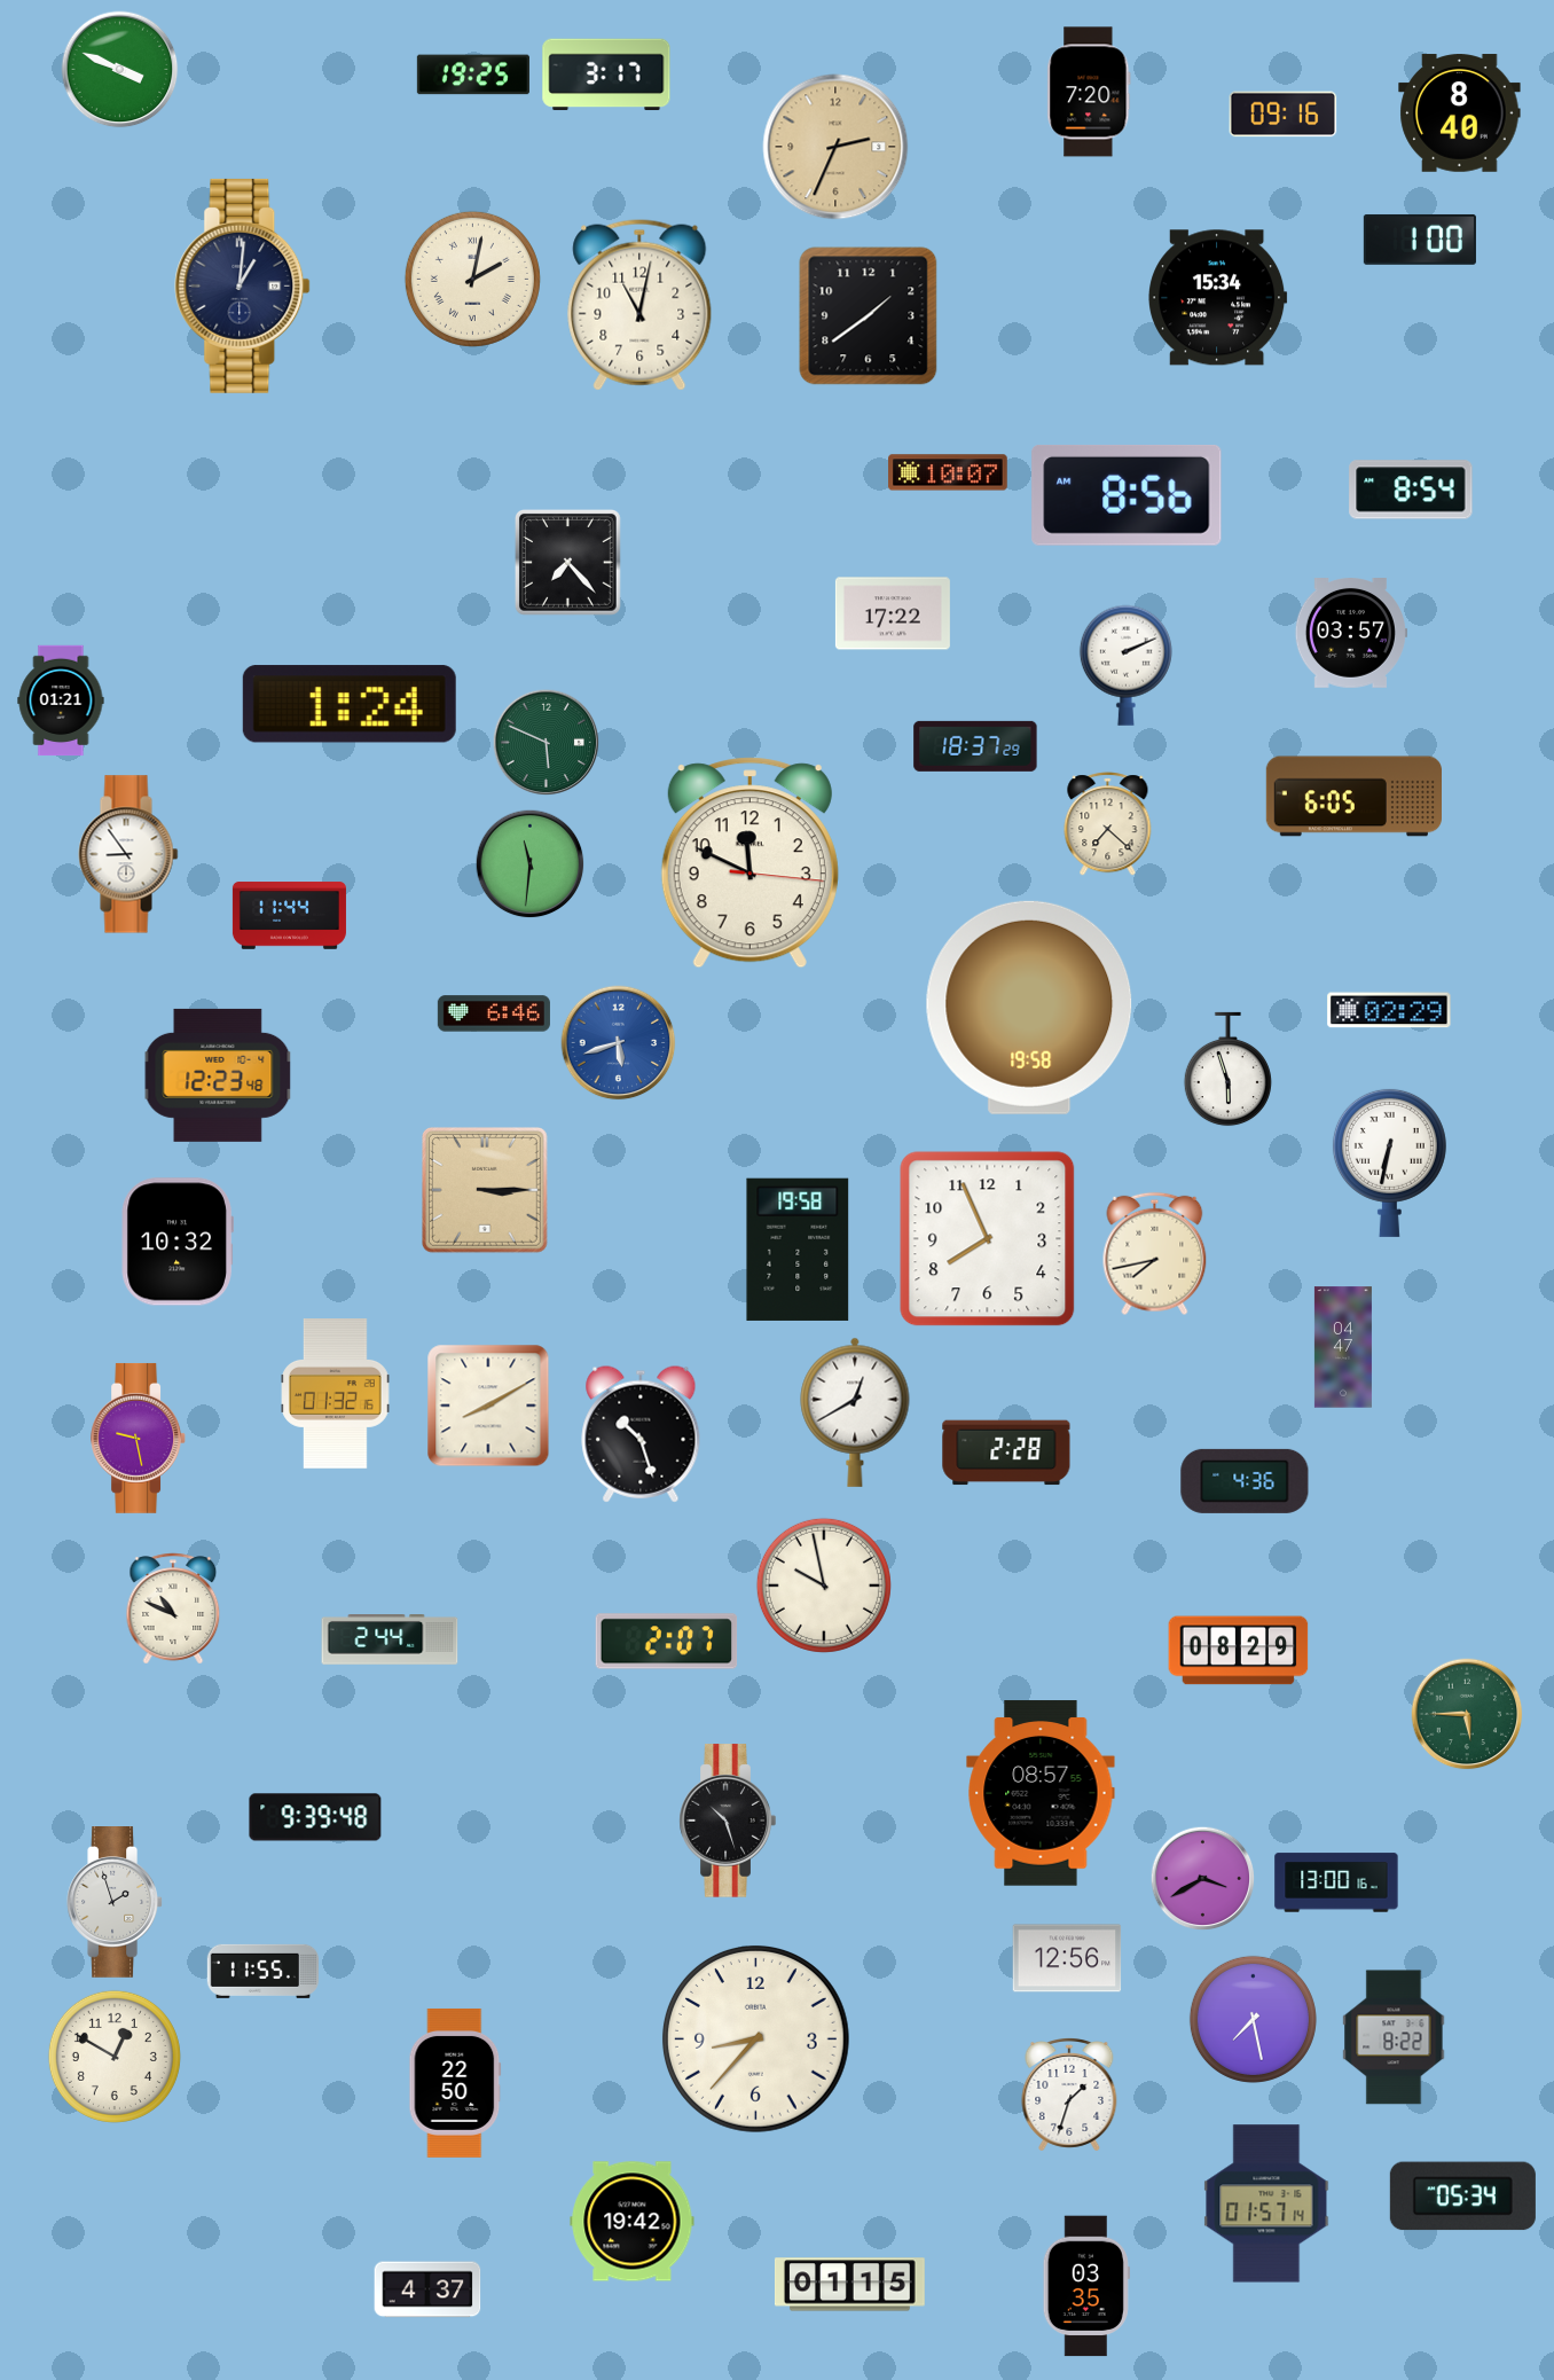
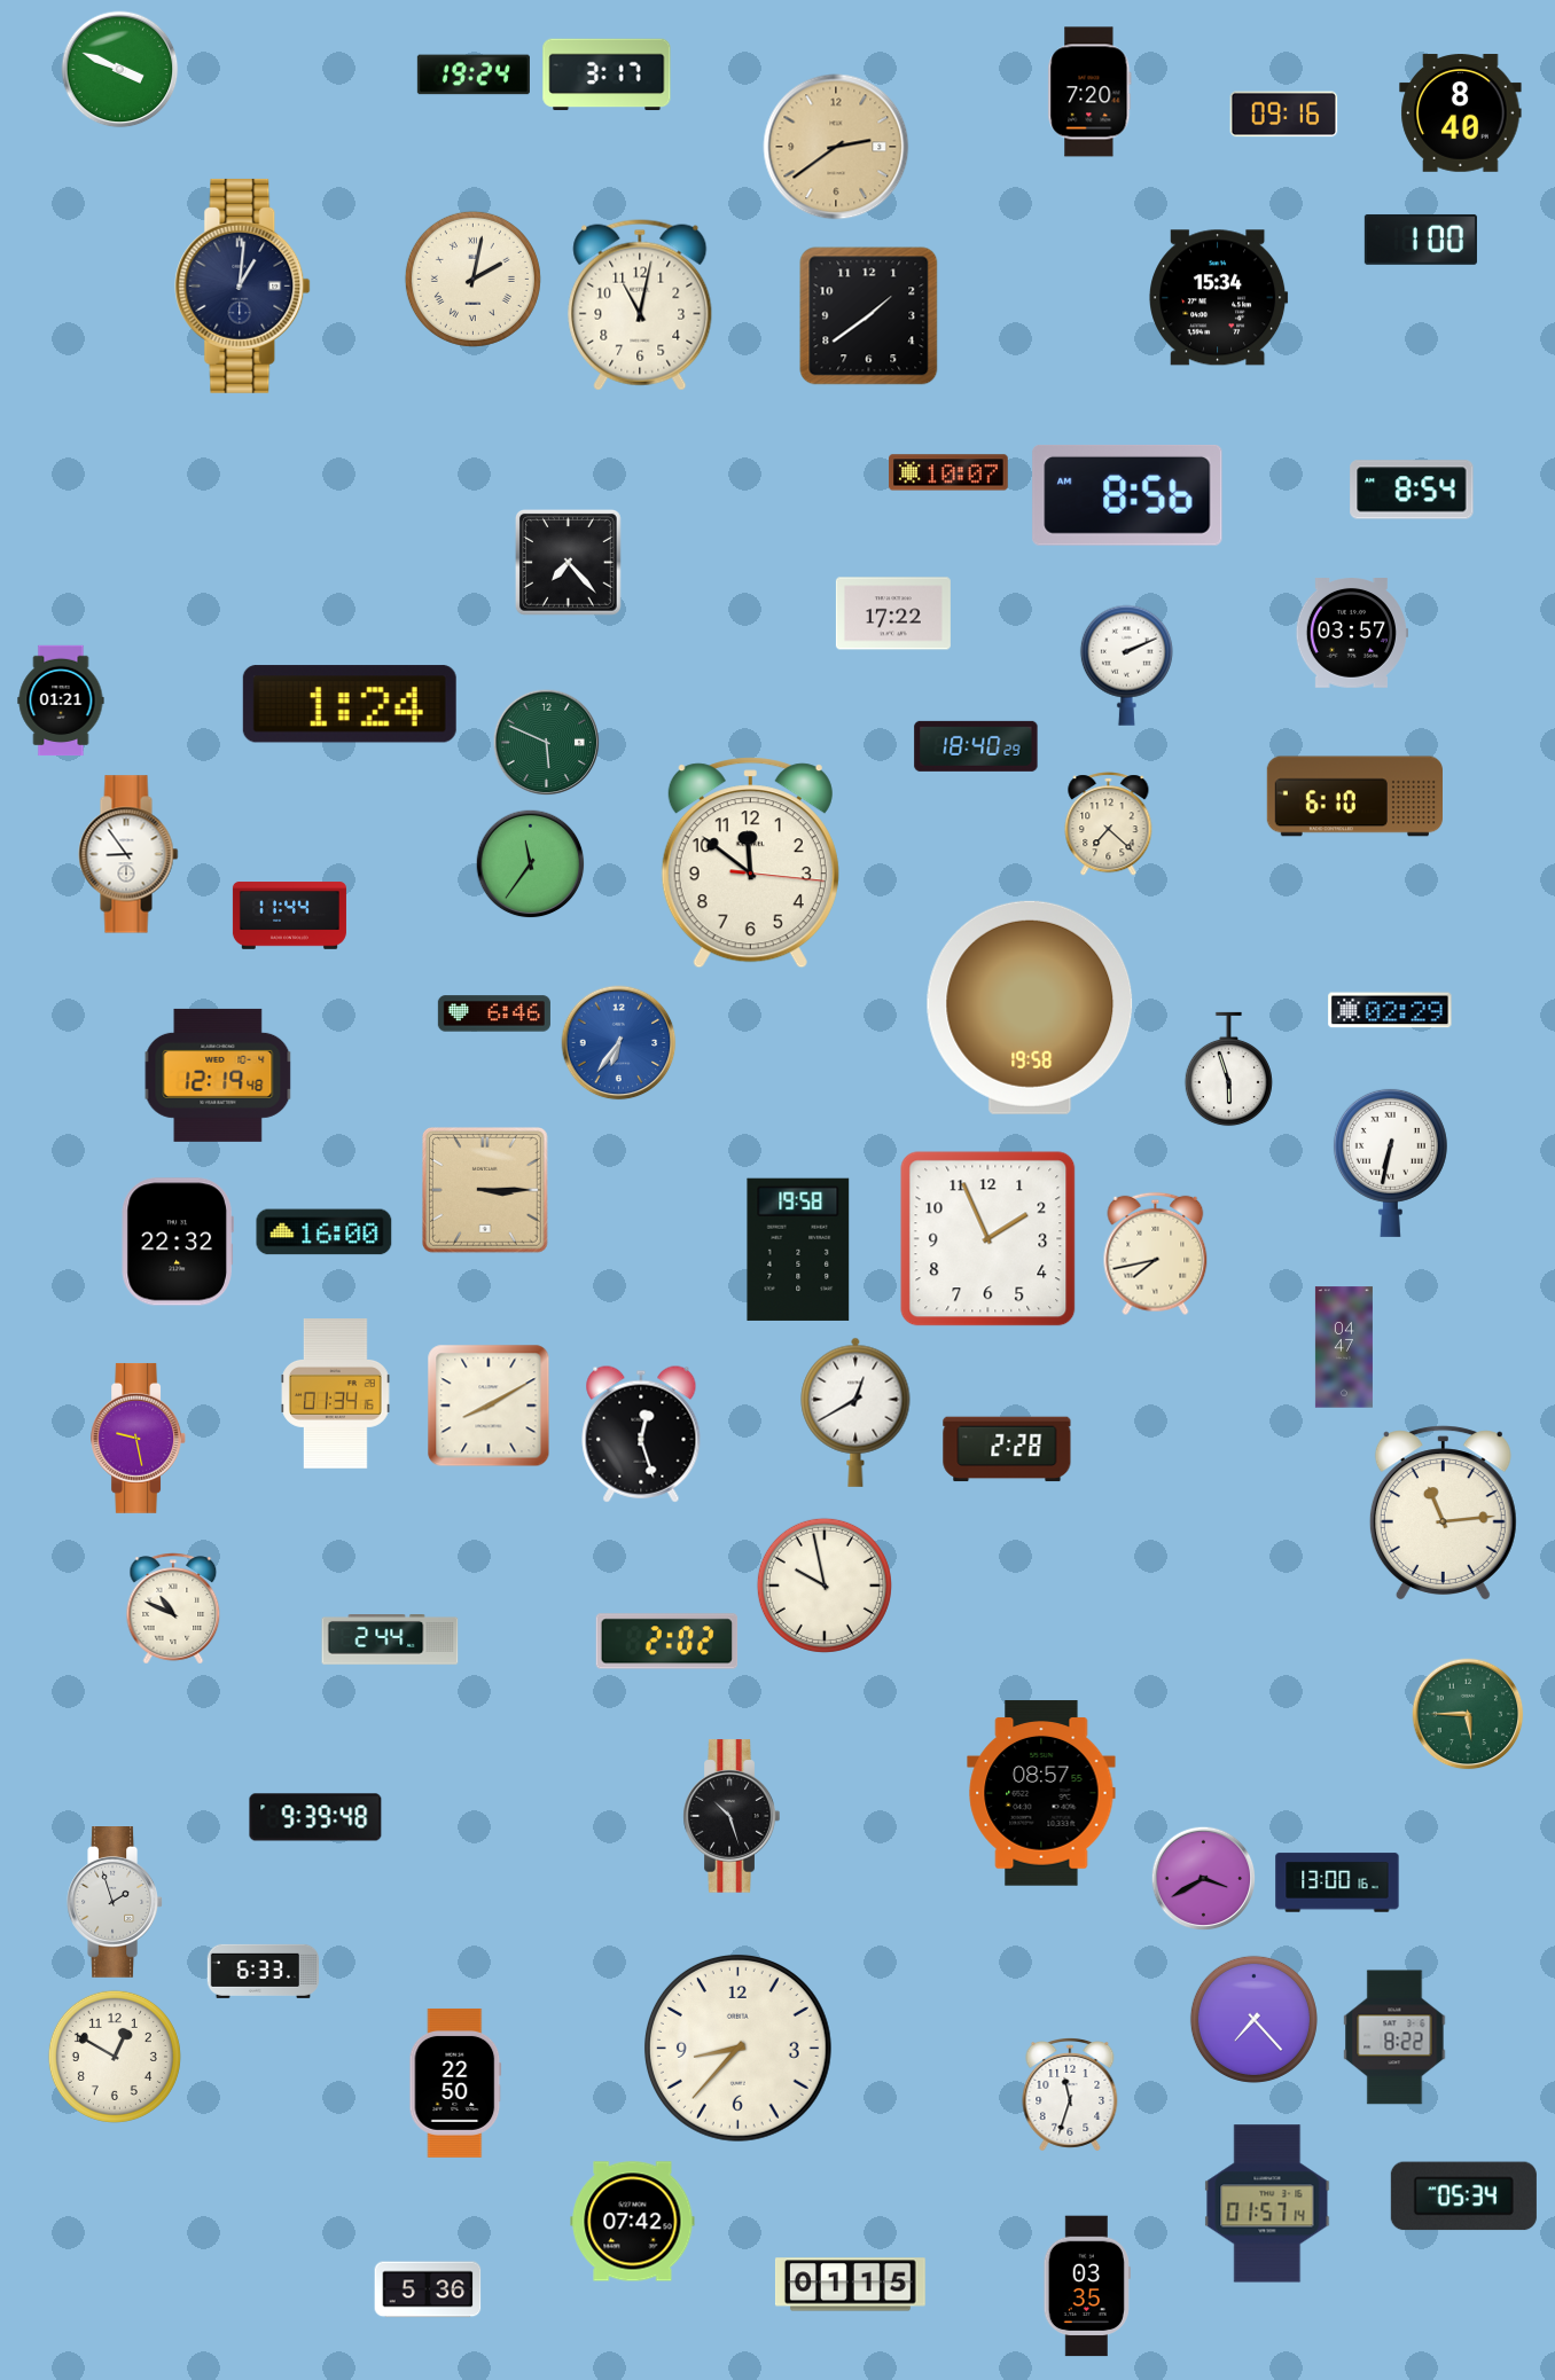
clock at (473, 75): 19:25 -> 19:24
clock at (835, 147): 2:34 -> 2:39
clock at (975, 746): 18:37 -> 18:40
clock at (1353, 797): 6:05 -> 6:10
clock at (749, 863): 11:49 -> 11:51
clock at (531, 864): 11:31 -> 11:36
clock at (619, 1043): 5:42 -> 6:36
clock at (218, 1075): 12:23 -> 12:19
clock at (325, 1232): none -> 16:00
clock at (988, 1239): 7:56 -> 1:56
clock at (178, 1242): 10:32 -> 22:32
clock at (336, 1394): 01:32 -> 01:34
clock at (641, 1434): 10:27 -> 12:27
clock at (1006, 1453) position: (1006, 1453) -> (1007, 1449)
clock at (1245, 1481): 4:36 -> none
clock at (1443, 1513): none -> 11:14
clock at (667, 1642): 2:07 -> 2:02
clock at (1239, 1651): 08:29 -> none
clock at (728, 1821) position: (728, 1821) -> (732, 1816)
clock at (1067, 1958): 12:56 -> none
clock at (262, 1971): 11:55 -> 6:33
clock at (1253, 2019): 7:28 -> 7:23
clock at (756, 2040) position: (756, 2040) -> (739, 2049)
clock at (1069, 2095): 1:33 -> 11:33
clock at (633, 2222): 19:42 -> 07:42
clock at (427, 2289): 4:37 -> 5:36
